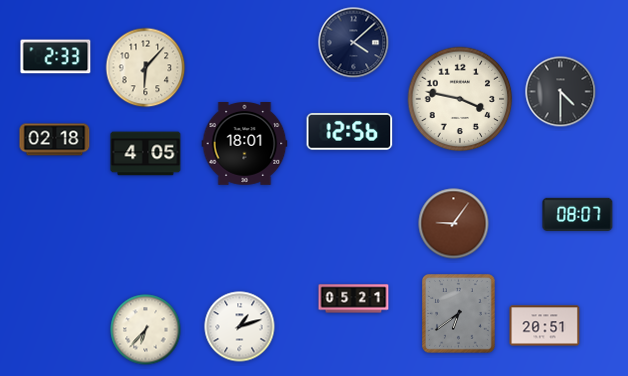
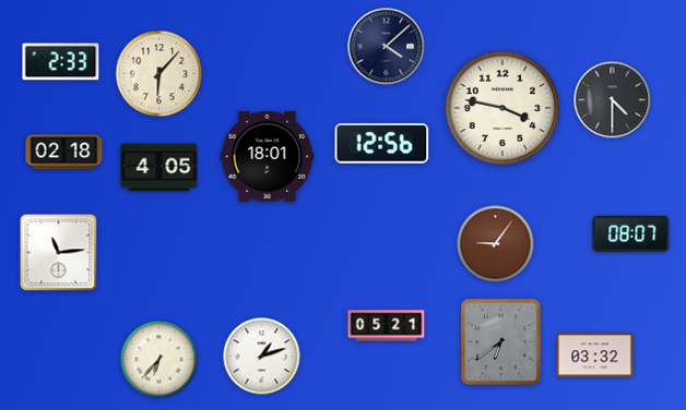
clock at (55, 140) position: (55, 140) -> (64, 153)
clock at (59, 253): none -> 11:14
clock at (545, 326): 20:51 -> 03:32
